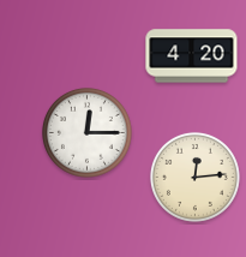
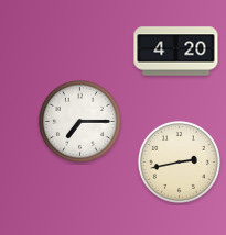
clock at (86, 132): 12:15 -> 7:15
clock at (194, 177): 12:14 -> 2:43
